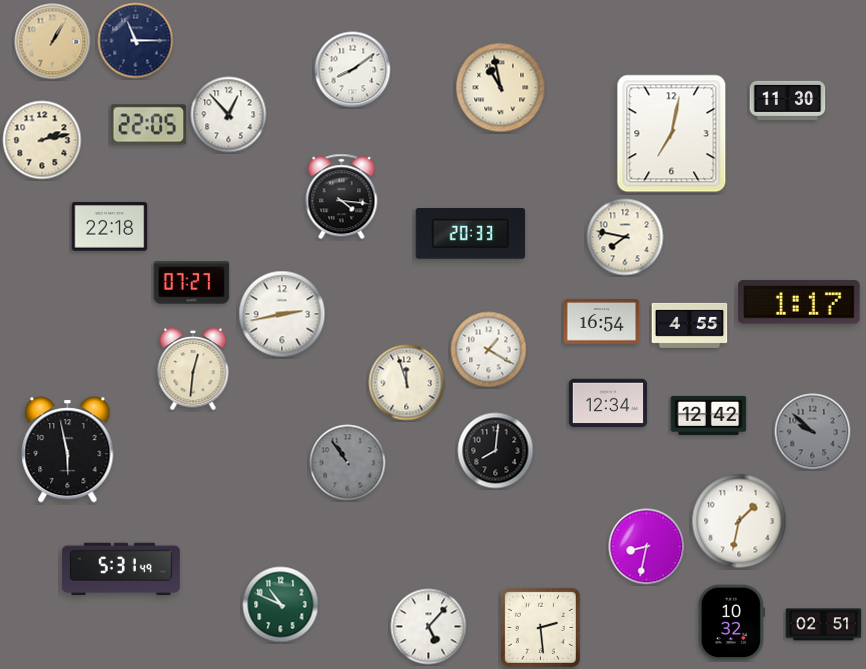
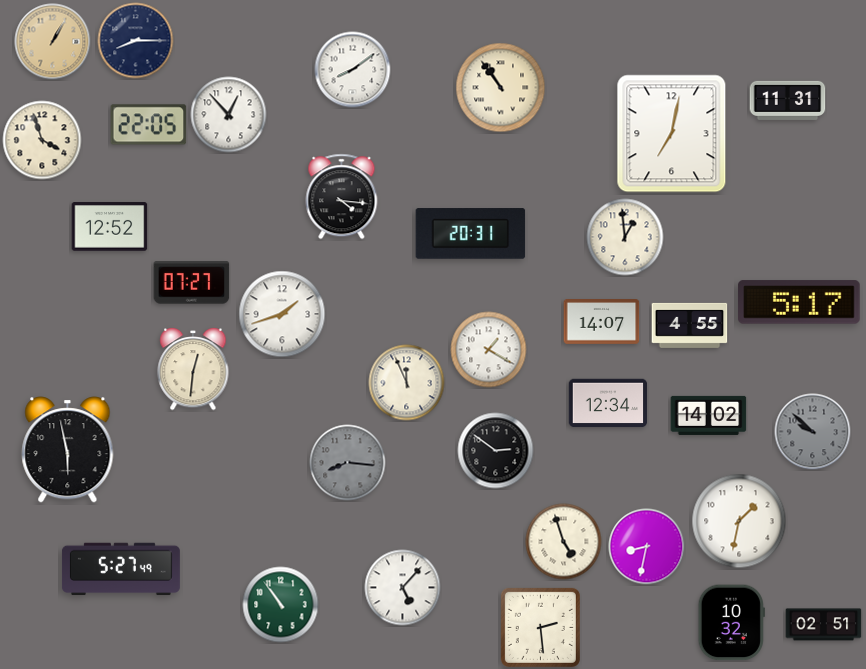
clock at (136, 41): 11:15 -> 8:15
clock at (501, 88): 10:58 -> 10:54
clock at (788, 100): 11:30 -> 11:31
clock at (42, 140): 2:13 -> 3:57
clock at (110, 227): 22:18 -> 12:52
clock at (471, 234): 20:33 -> 20:31
clock at (625, 237): 7:47 -> 12:59
clock at (799, 302): 1:17 -> 5:17
clock at (282, 314): 2:43 -> 1:42
clock at (602, 322): 16:54 -> 14:07
clock at (407, 383): 11:57 -> 11:56
clock at (709, 415): 12:42 -> 14:02
clock at (496, 451): 8:01 -> 2:51
clock at (348, 463): 10:54 -> 8:16
clock at (564, 542): none -> 4:57
clock at (121, 569): 5:31 -> 5:27
clock at (281, 605): 10:49 -> 10:54
clock at (429, 627) position: (429, 627) -> (403, 588)
